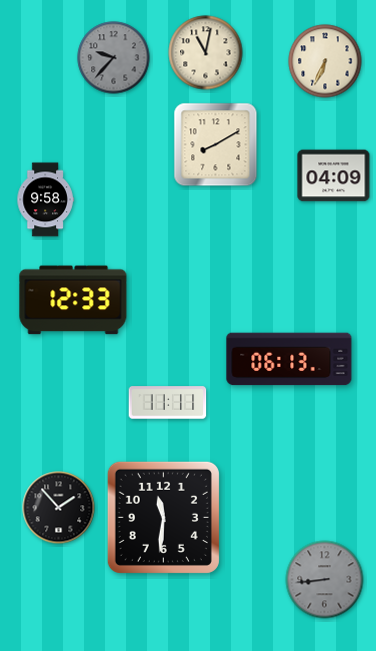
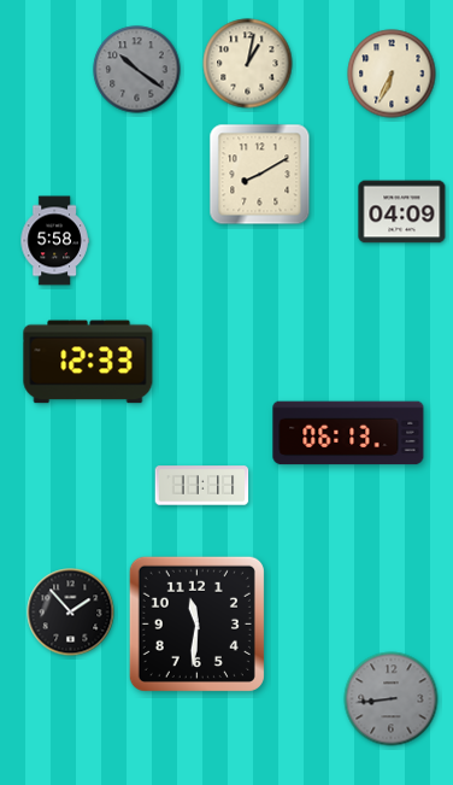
clock at (206, 53): 11:02 -> 1:02
clock at (114, 58): 9:37 -> 10:21
clock at (45, 200): 9:58 -> 5:58
